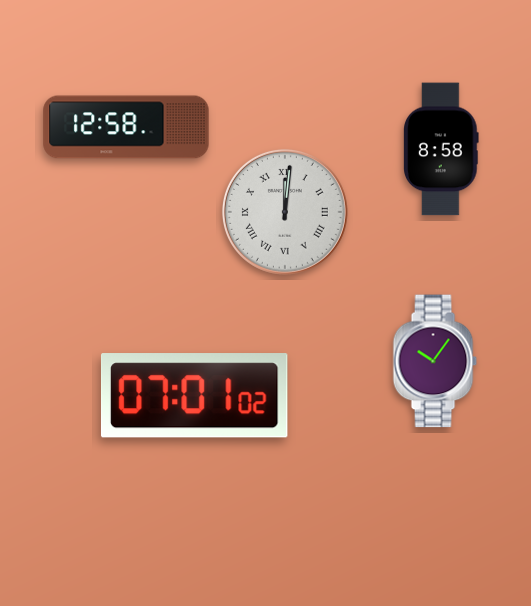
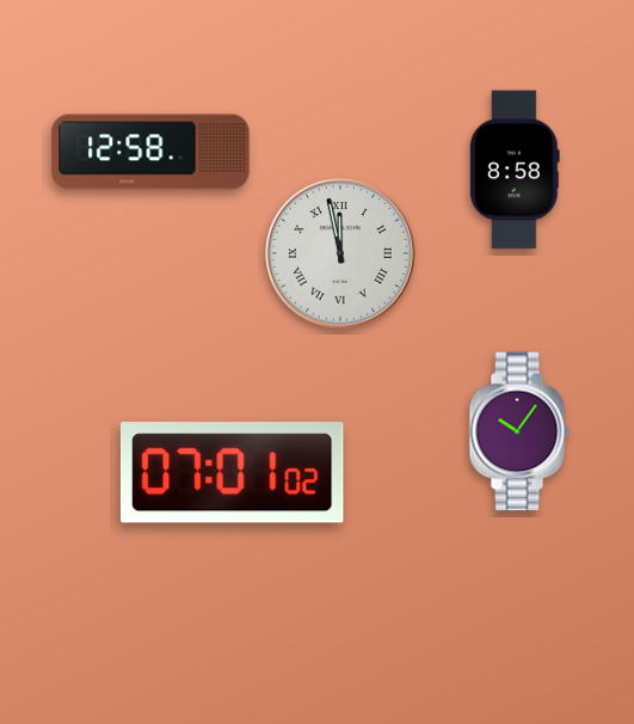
clock at (442, 149) position: (442, 149) -> (516, 170)
clock at (285, 212): 12:01 -> 11:58
